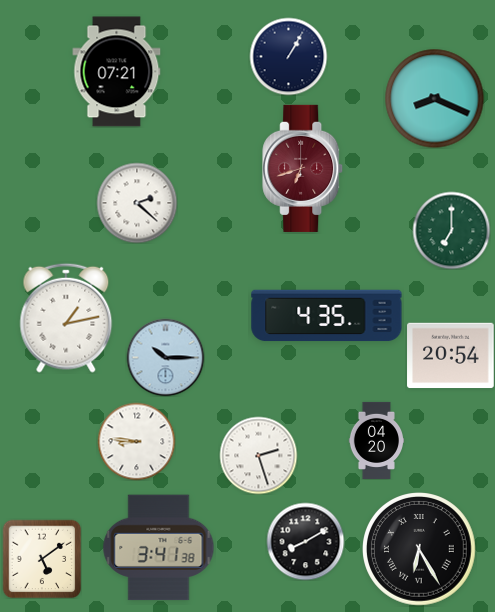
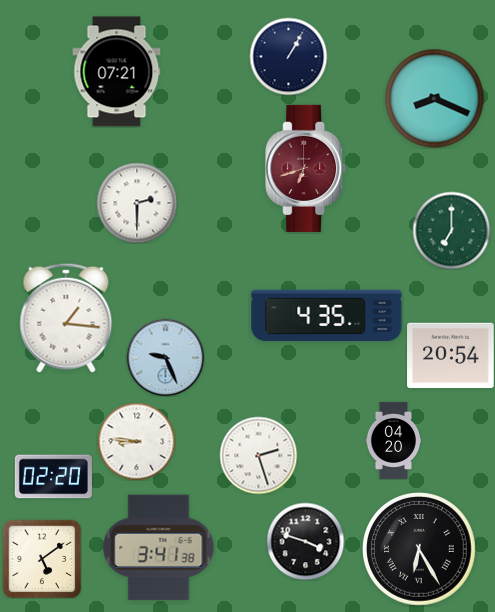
clock at (303, 168) position: (303, 168) -> (306, 168)
clock at (137, 203): 2:22 -> 2:30
clock at (66, 318): 1:13 -> 1:16
clock at (165, 357): 10:15 -> 9:26
clock at (376, 440) position: (376, 440) -> (393, 440)
clock at (53, 477): none -> 02:20
clock at (305, 541): 8:10 -> 3:48
